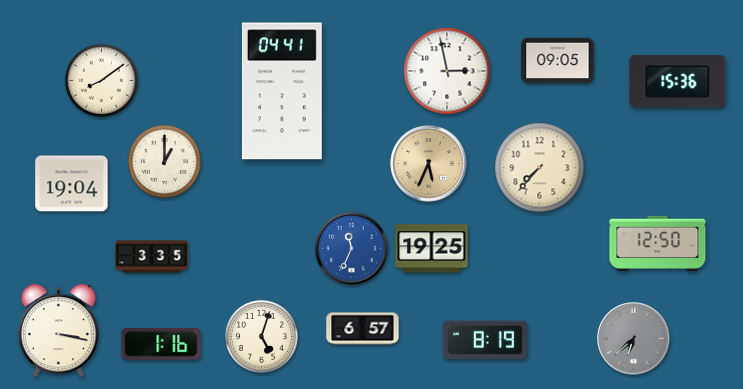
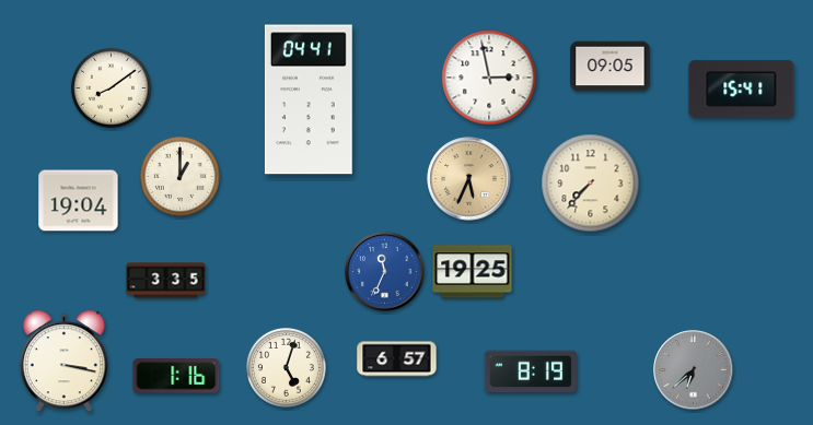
clock at (678, 82): 15:36 -> 15:41
clock at (658, 243): 12:50 -> none
